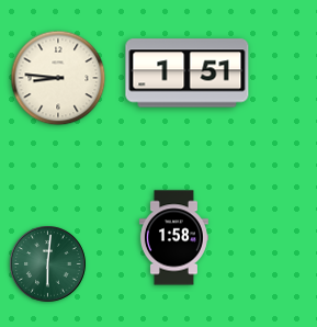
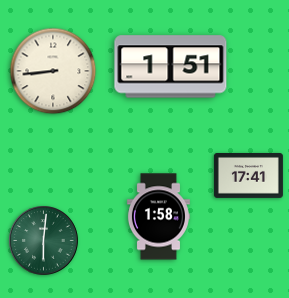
clock at (58, 78): 8:46 -> 8:44
clock at (248, 176): none -> 17:41
